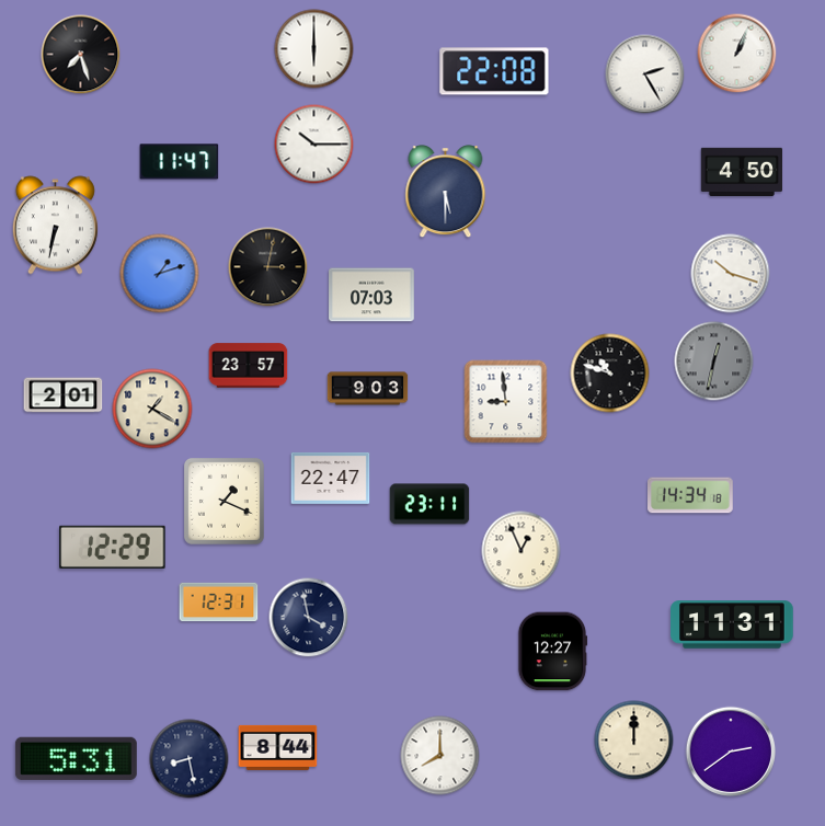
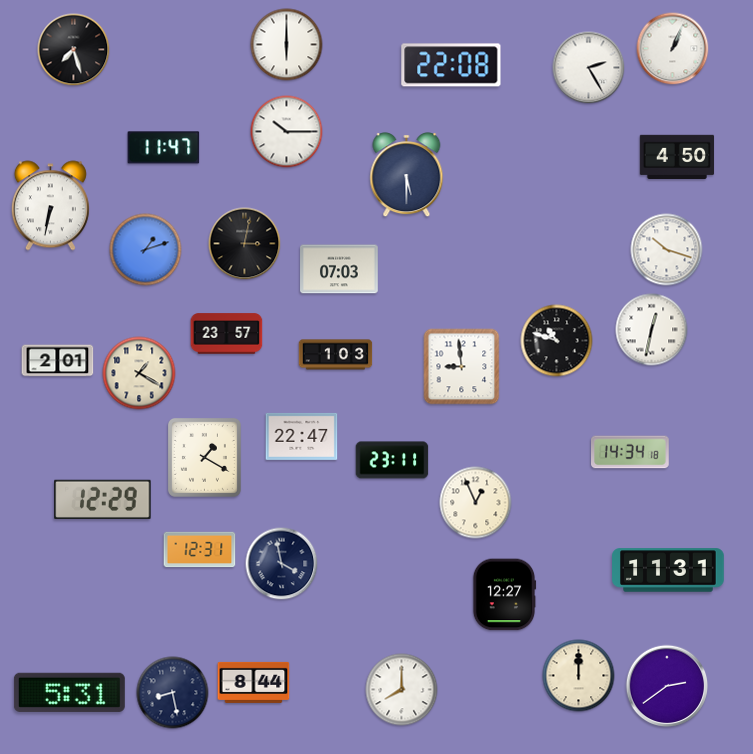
clock at (714, 362) dial: grey -> white
clock at (368, 389): 9:03 -> 1:03
clock at (224, 501): 1:19 -> 1:20
